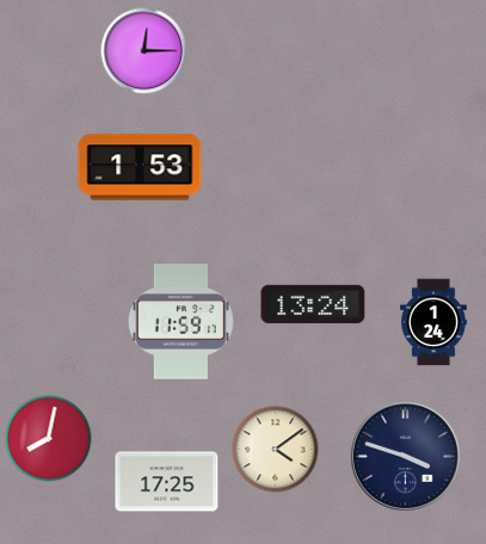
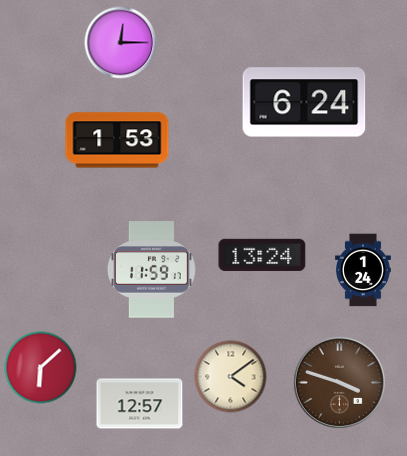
clock at (304, 102): none -> 6:24
clock at (49, 439): 8:02 -> 6:08
clock at (405, 456) dial: navy -> brown
clock at (167, 482): 17:25 -> 12:57
